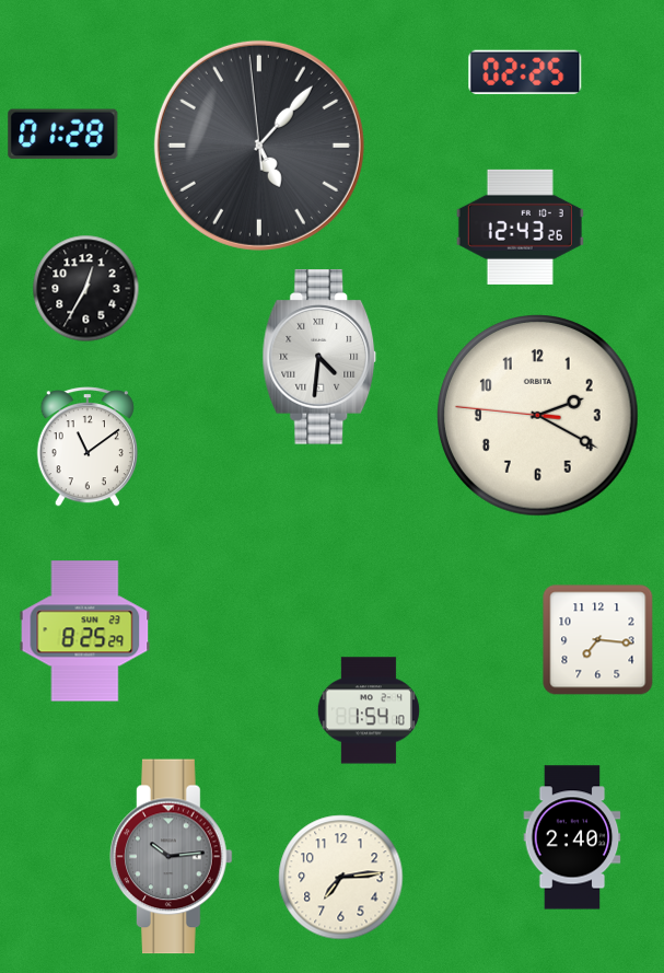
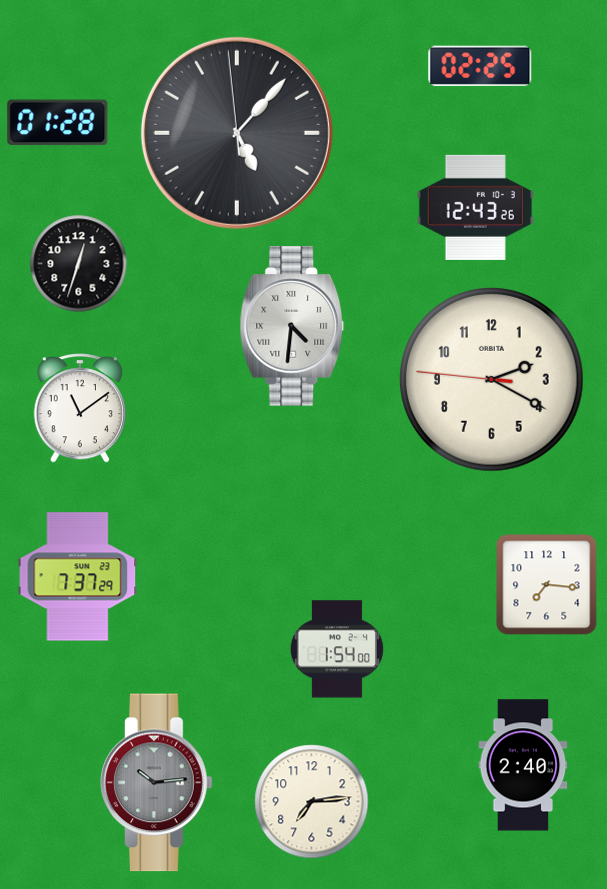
clock at (86, 289): 12:35 -> 12:33
clock at (85, 632): 8:25 -> 7:37
clock at (369, 710): 1:54:10 -> 1:54:00
